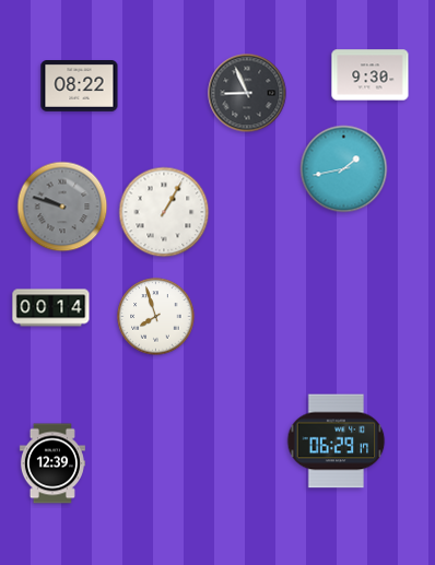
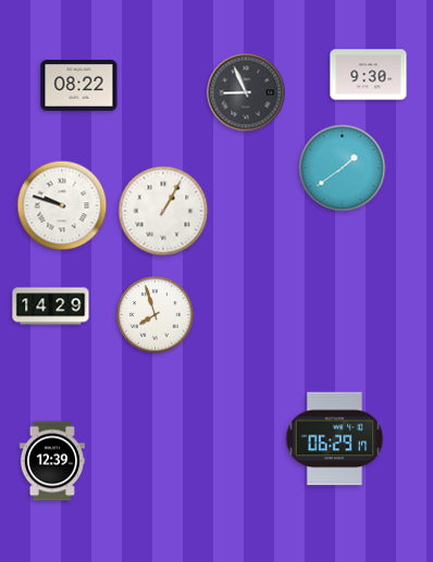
clock at (344, 169): 1:43 -> 1:39
clock at (62, 207) dial: grey -> white
clock at (51, 308): 00:14 -> 14:29
